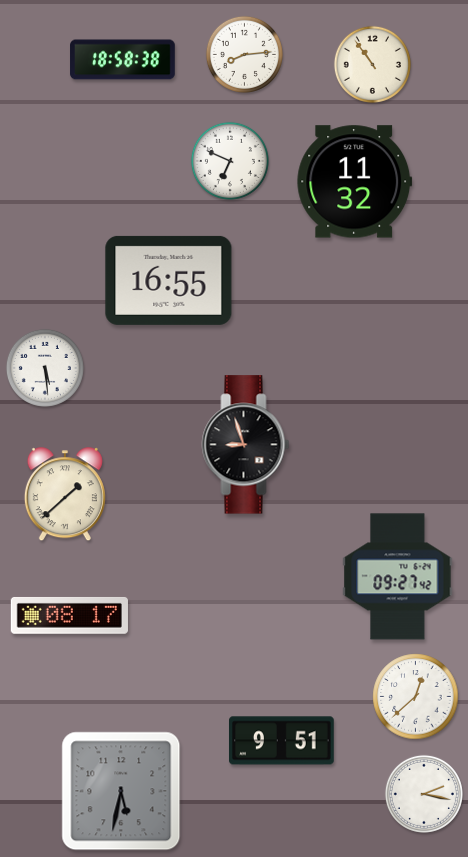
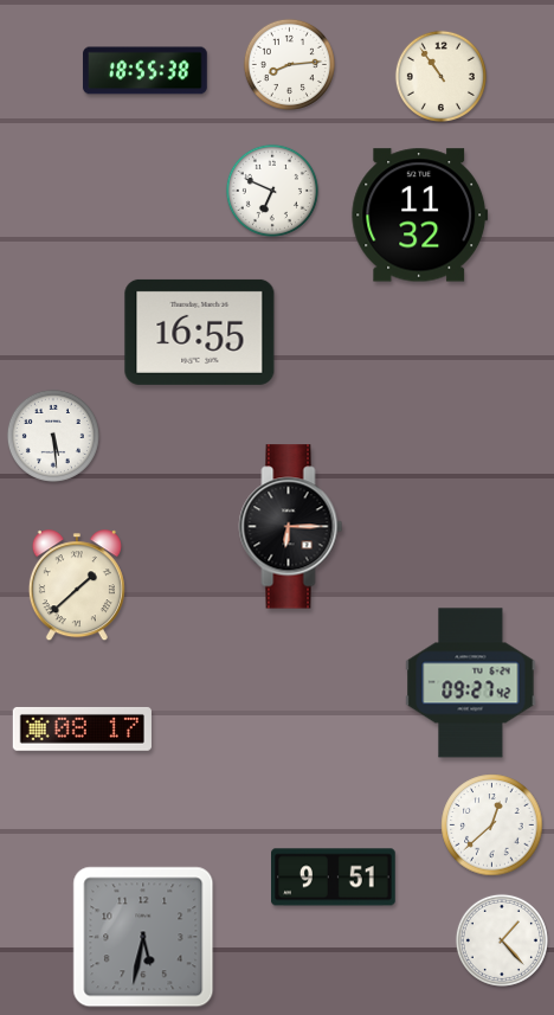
clock at (123, 60): 18:58 -> 18:55
clock at (246, 445): 8:57 -> 6:15
clock at (424, 794): 2:17 -> 1:23
